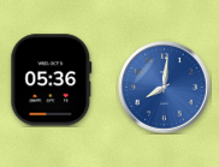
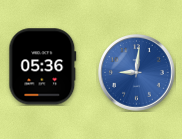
clock at (165, 88): 8:01 -> 9:01
